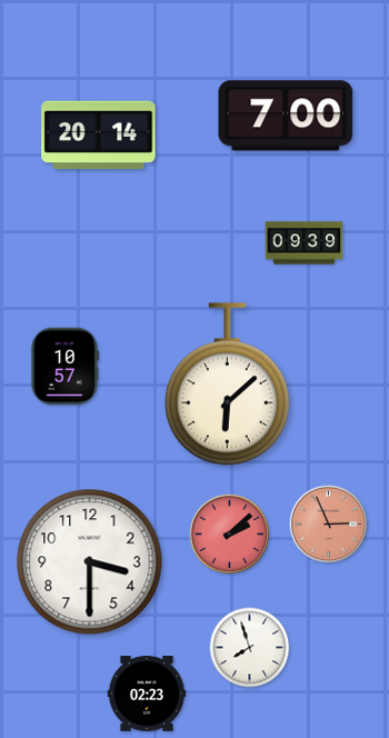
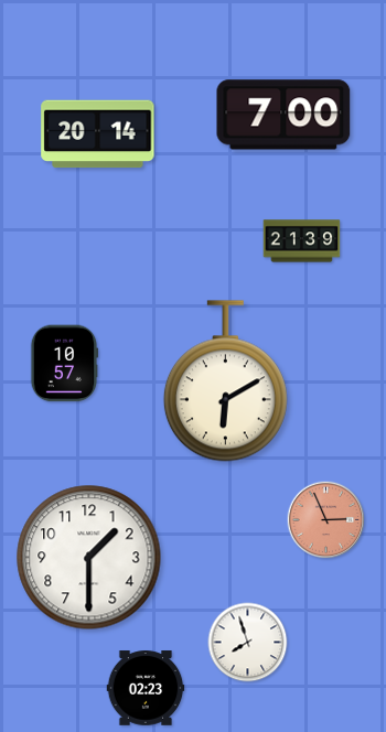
clock at (305, 243): 09:39 -> 21:39
clock at (227, 385): 6:08 -> 6:10
clock at (230, 535): 2:08 -> none
clock at (90, 562): 3:30 -> 1:30
